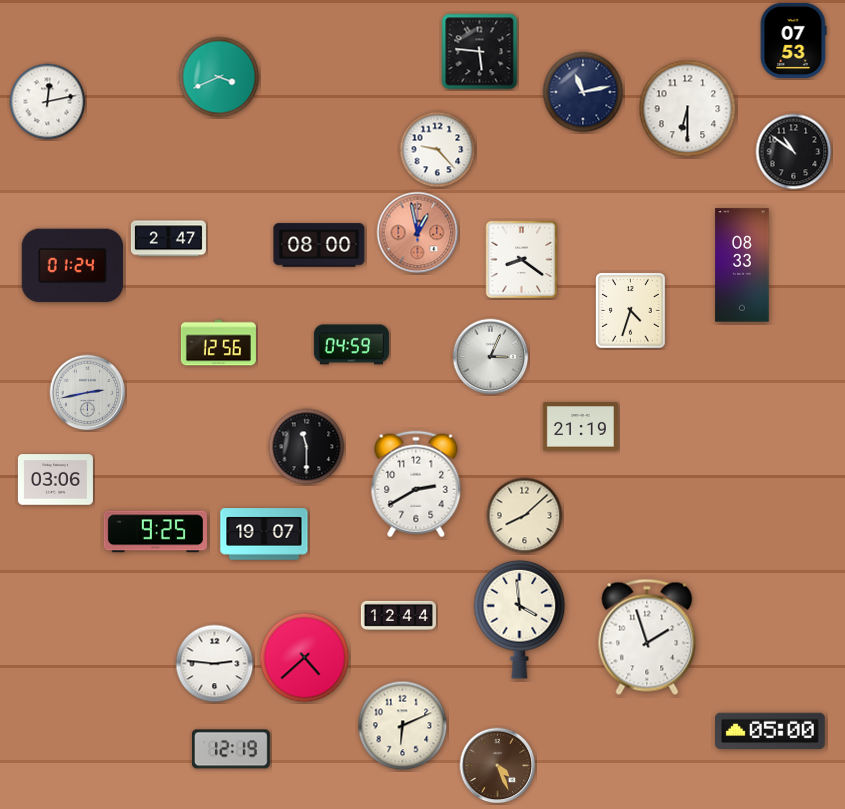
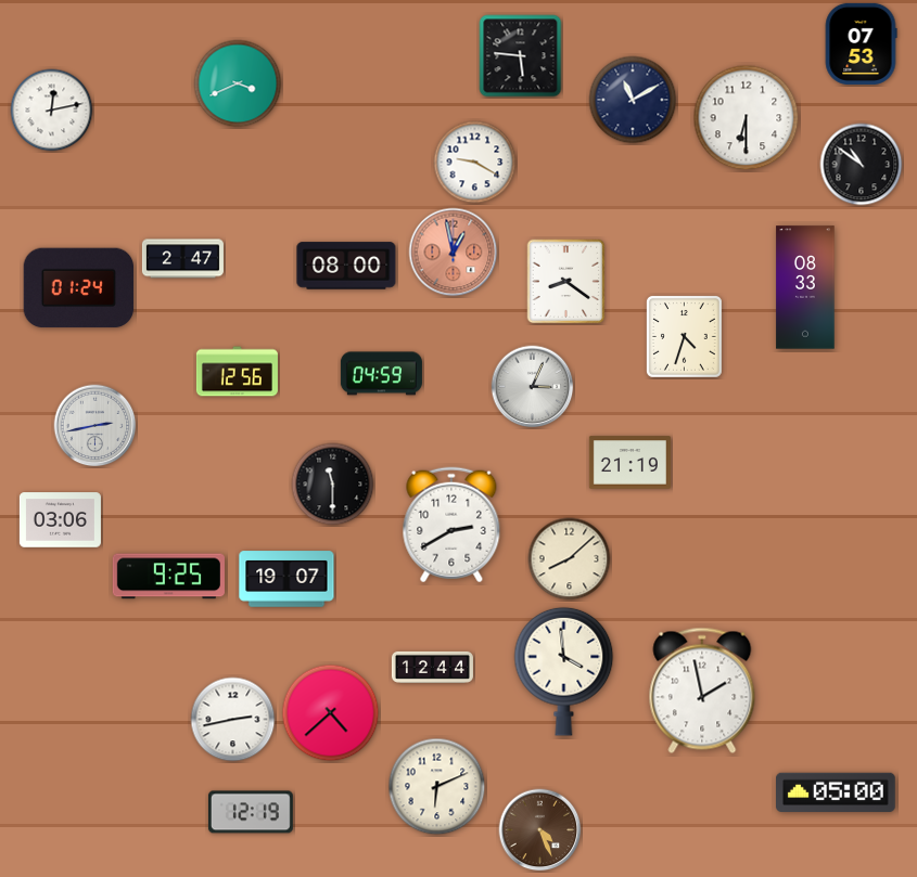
clock at (583, 92): 11:13 -> 11:10
clock at (438, 150): 9:23 -> 9:20
clock at (647, 637): 1:57 -> 1:58
clock at (215, 664): 2:46 -> 2:43
